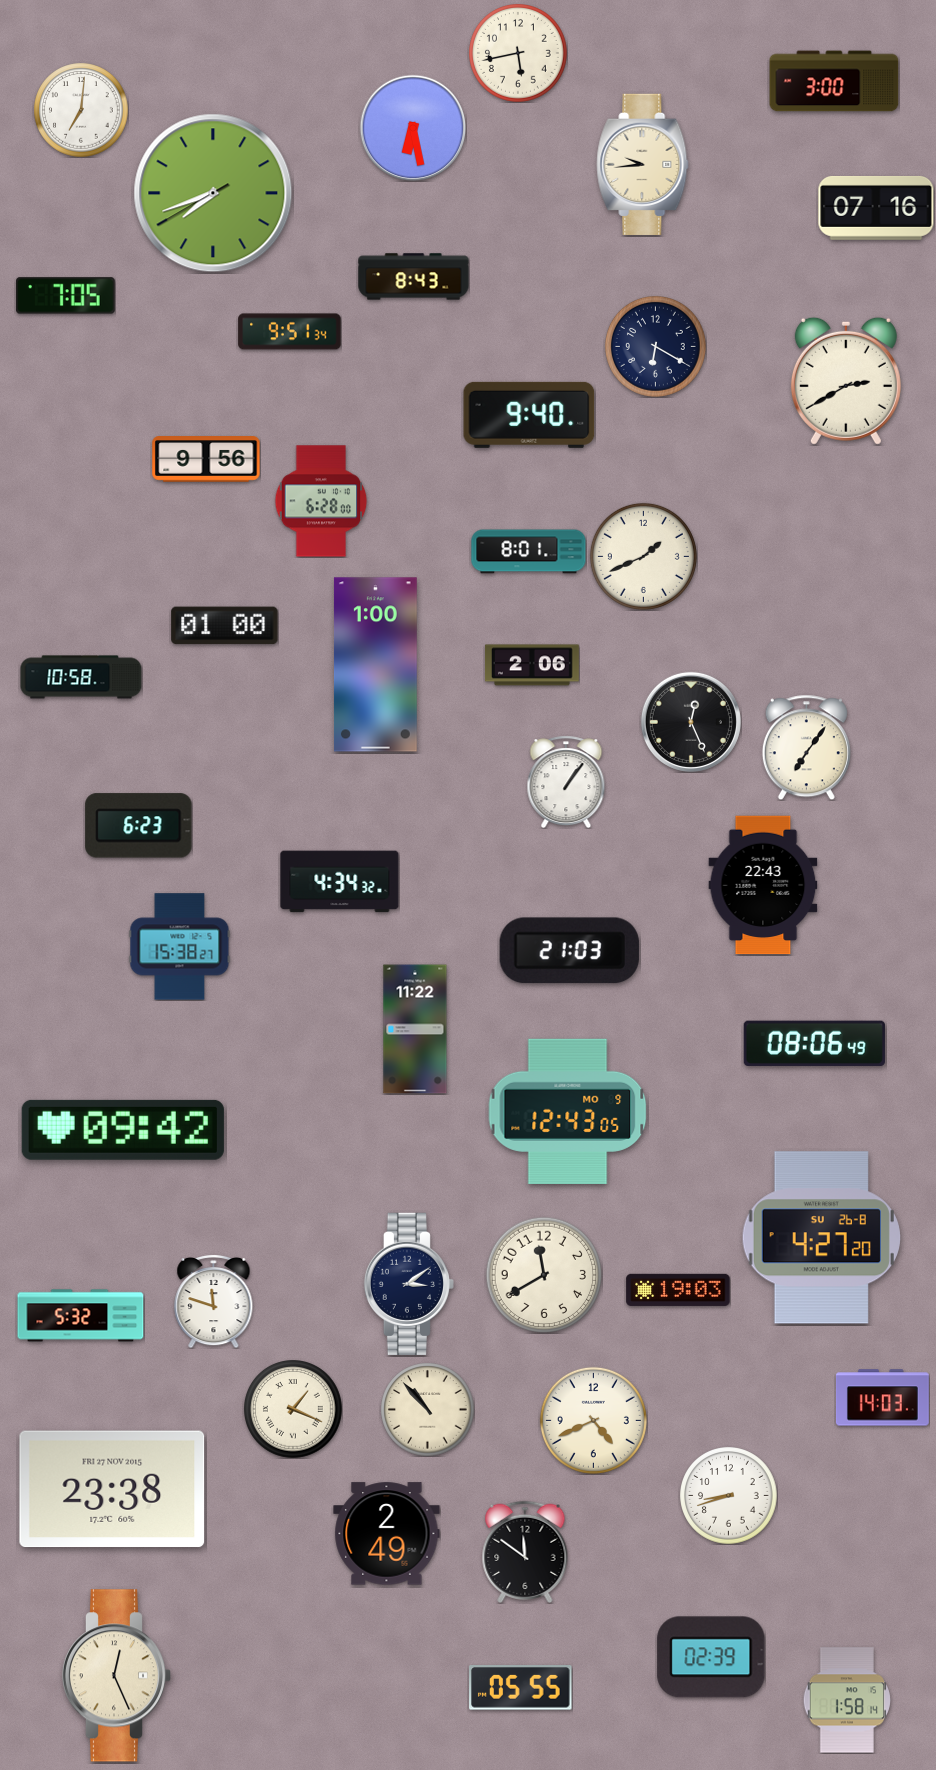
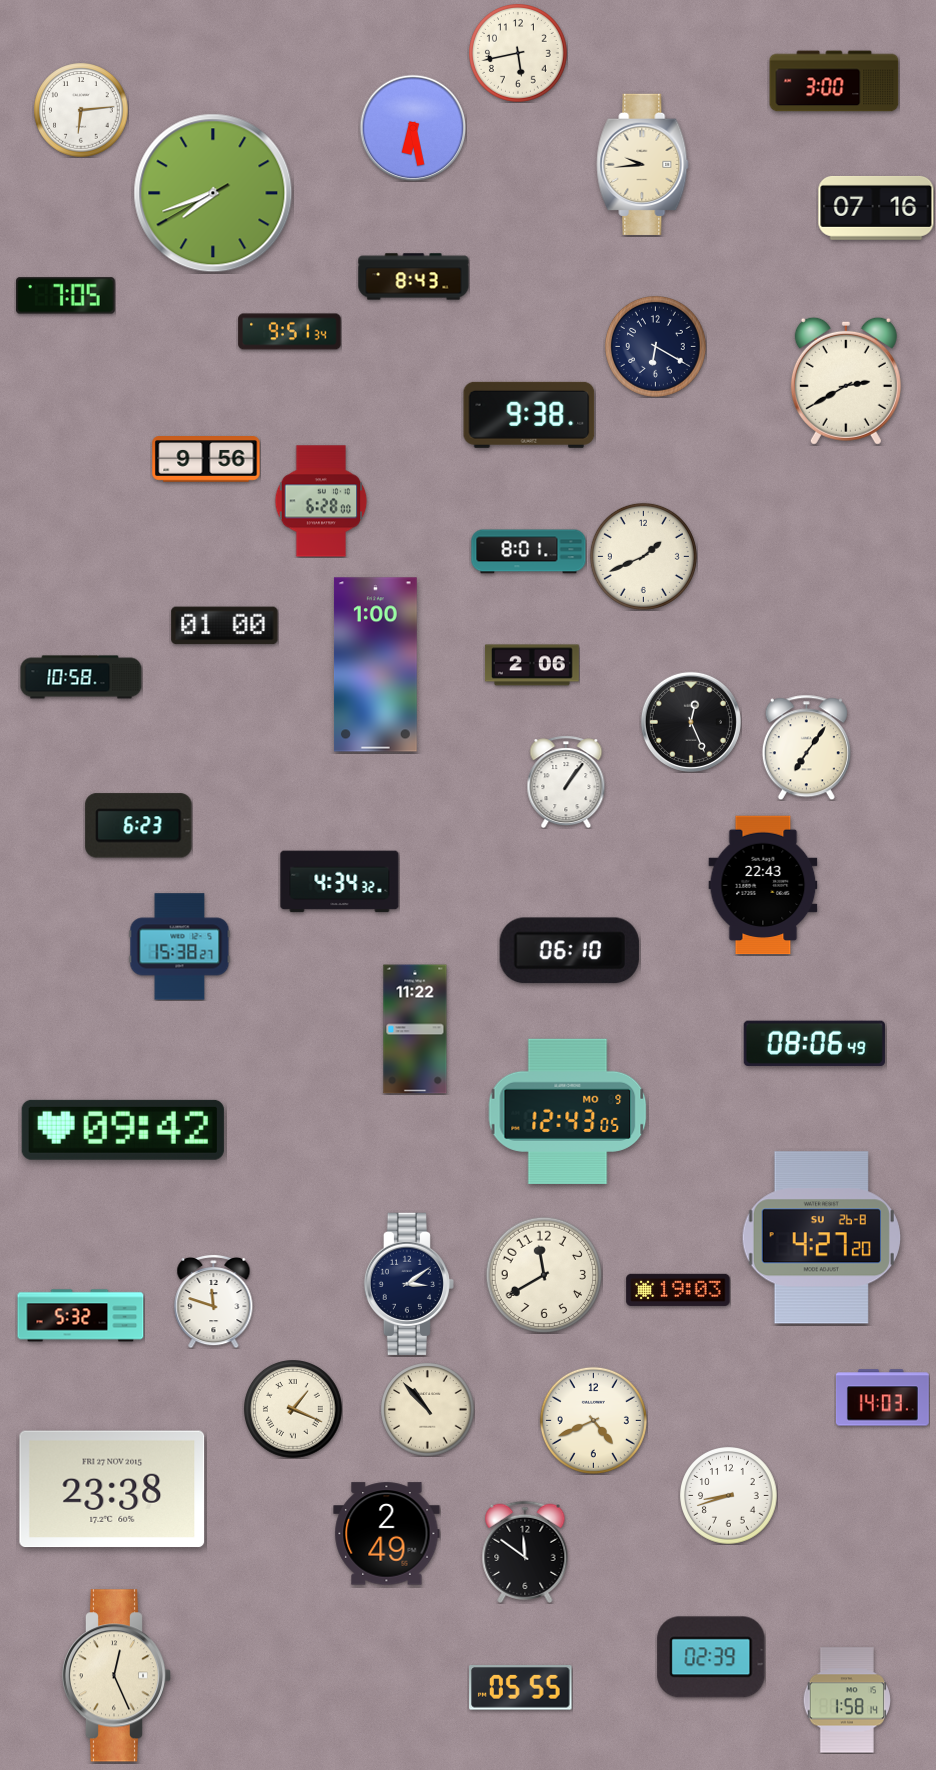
clock at (81, 110): 7:01 -> 6:14
clock at (529, 415): 9:40 -> 9:38
clock at (569, 951): 21:03 -> 06:10
